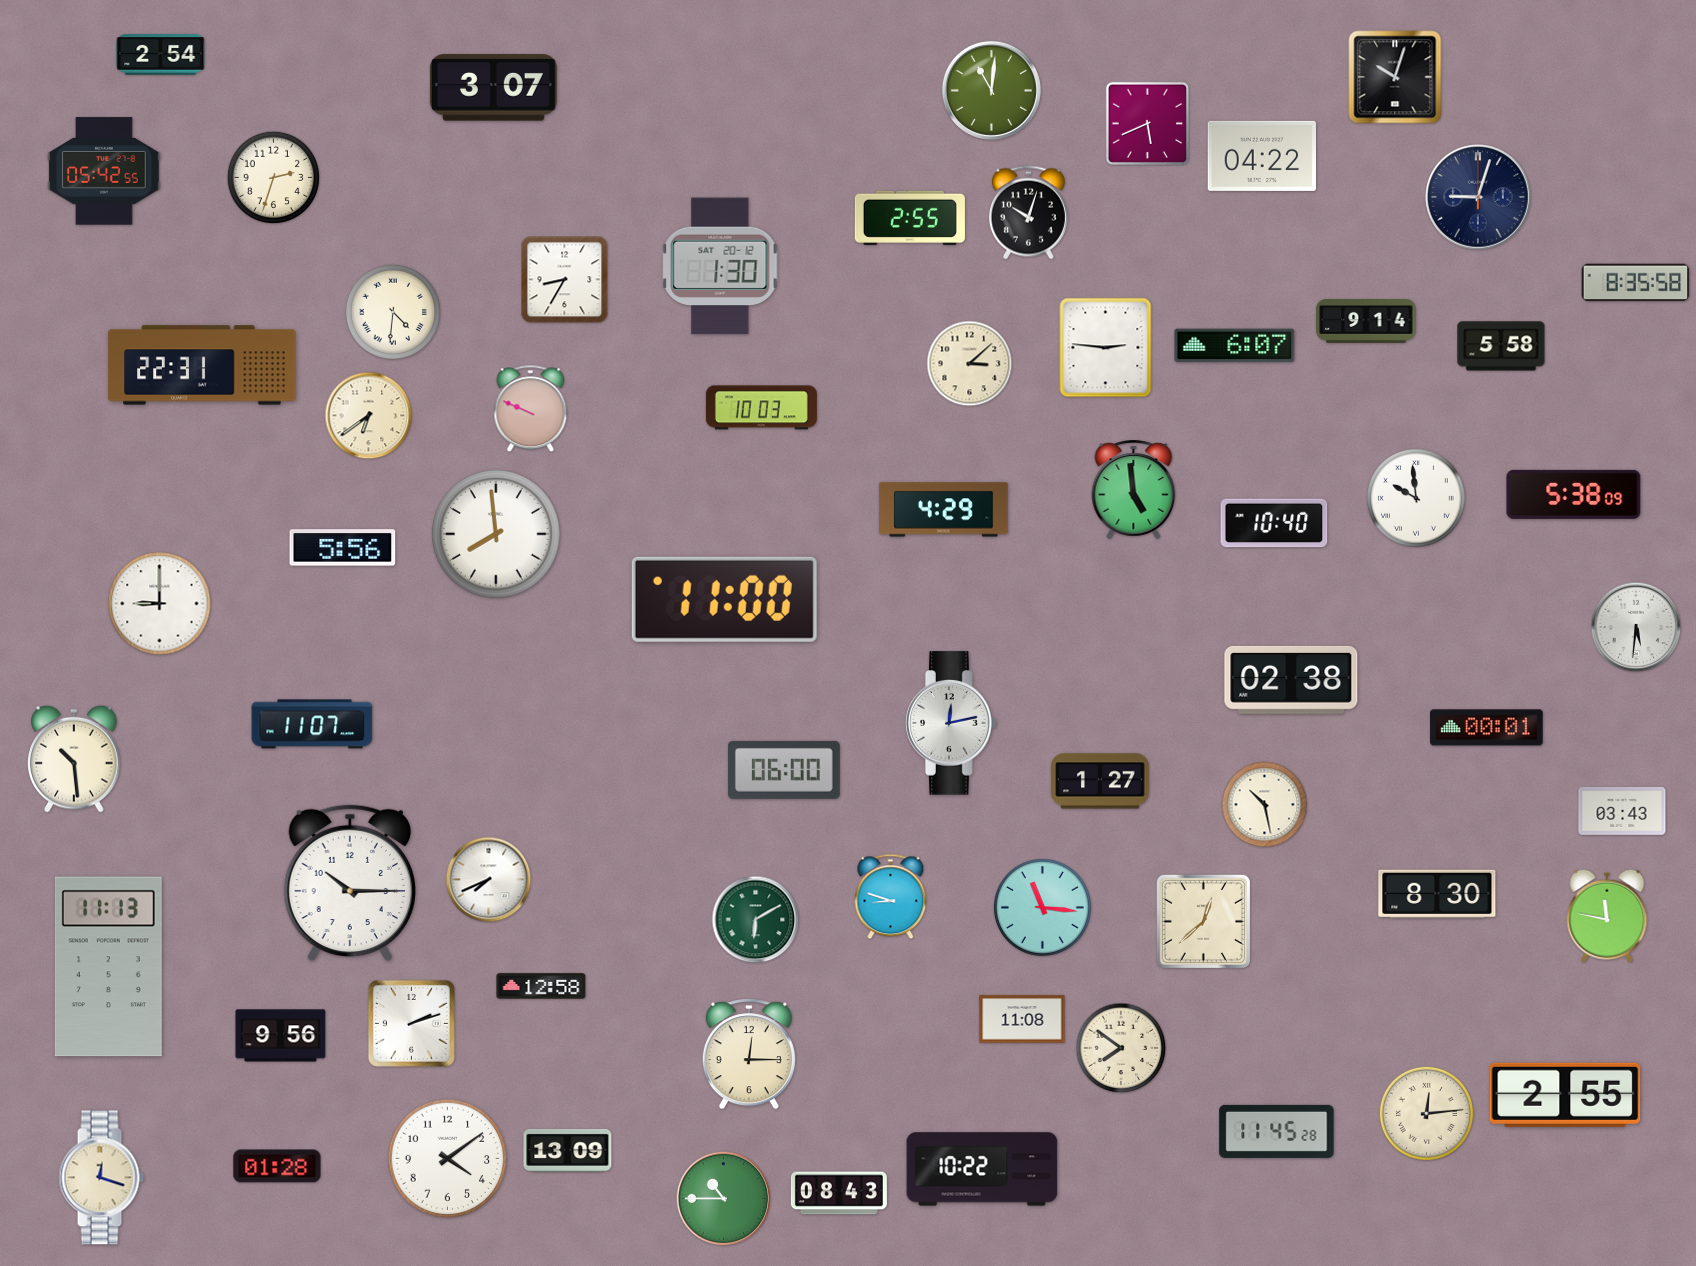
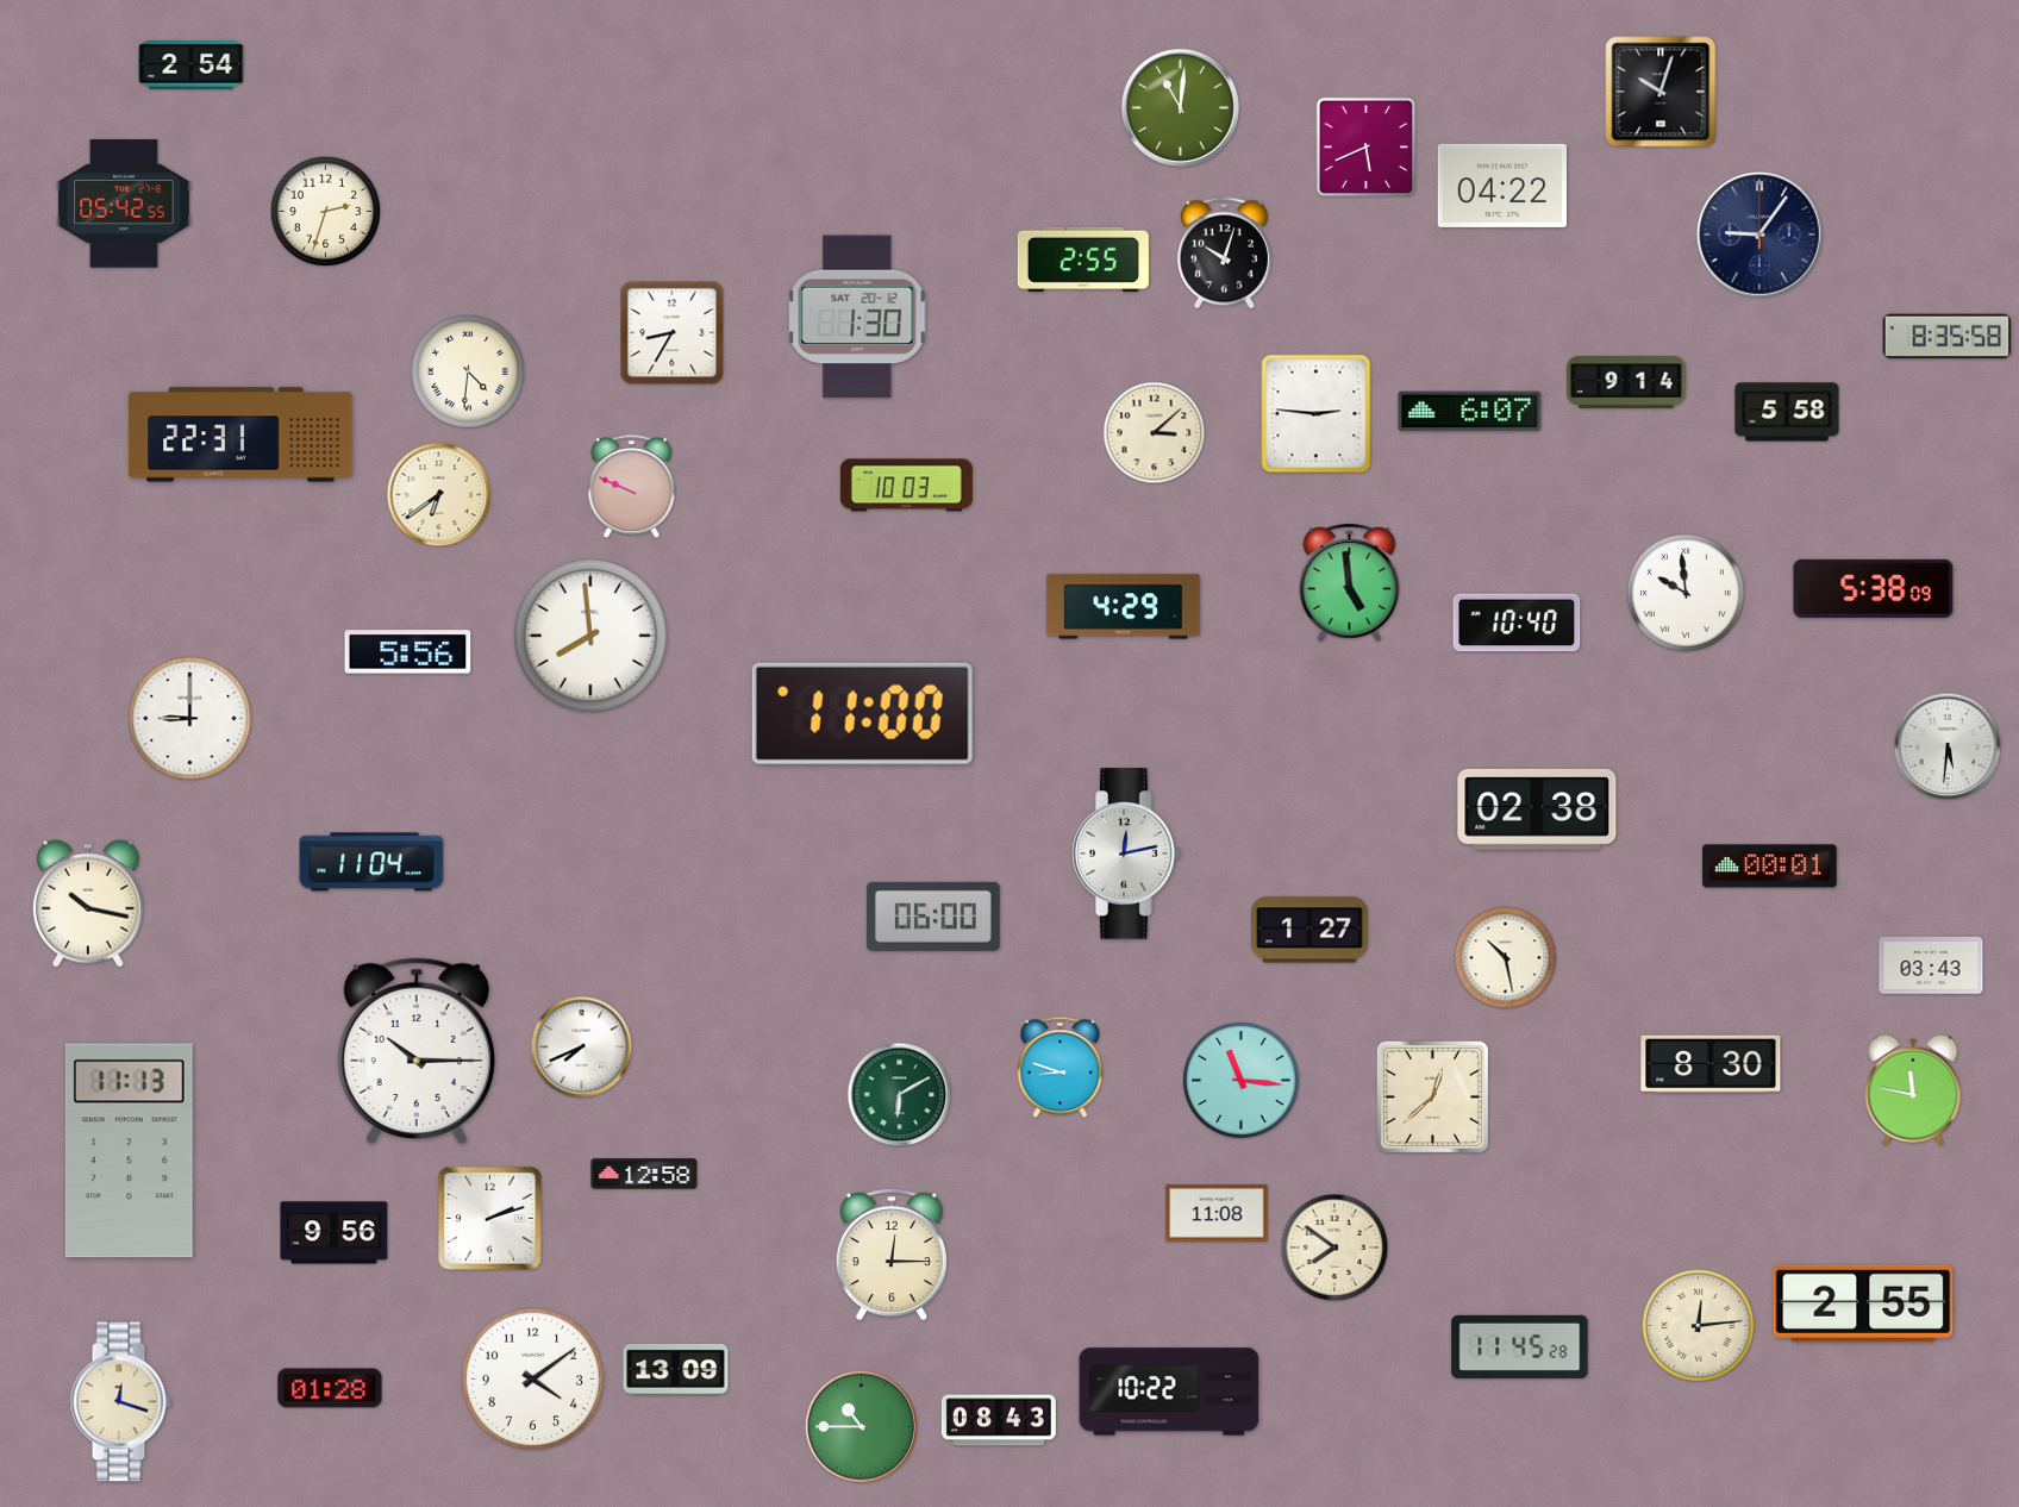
clock at (493, 88): 3:07 -> none
clock at (1478, 197): 9:03 -> 9:06
clock at (951, 723) position: (951, 723) -> (1126, 853)
clock at (312, 724): 11:07 -> 11:04
clock at (74, 759): 10:29 -> 10:17
